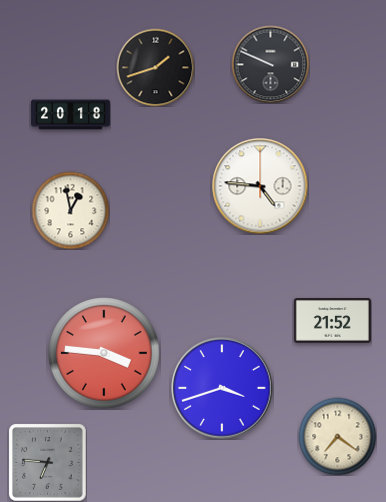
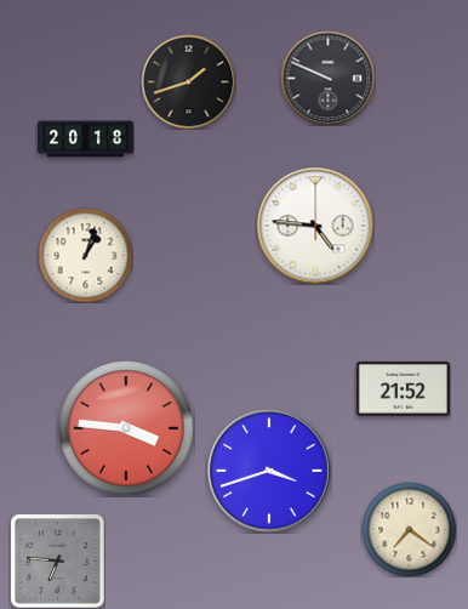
clock at (70, 210): 12:58 -> 1:03
